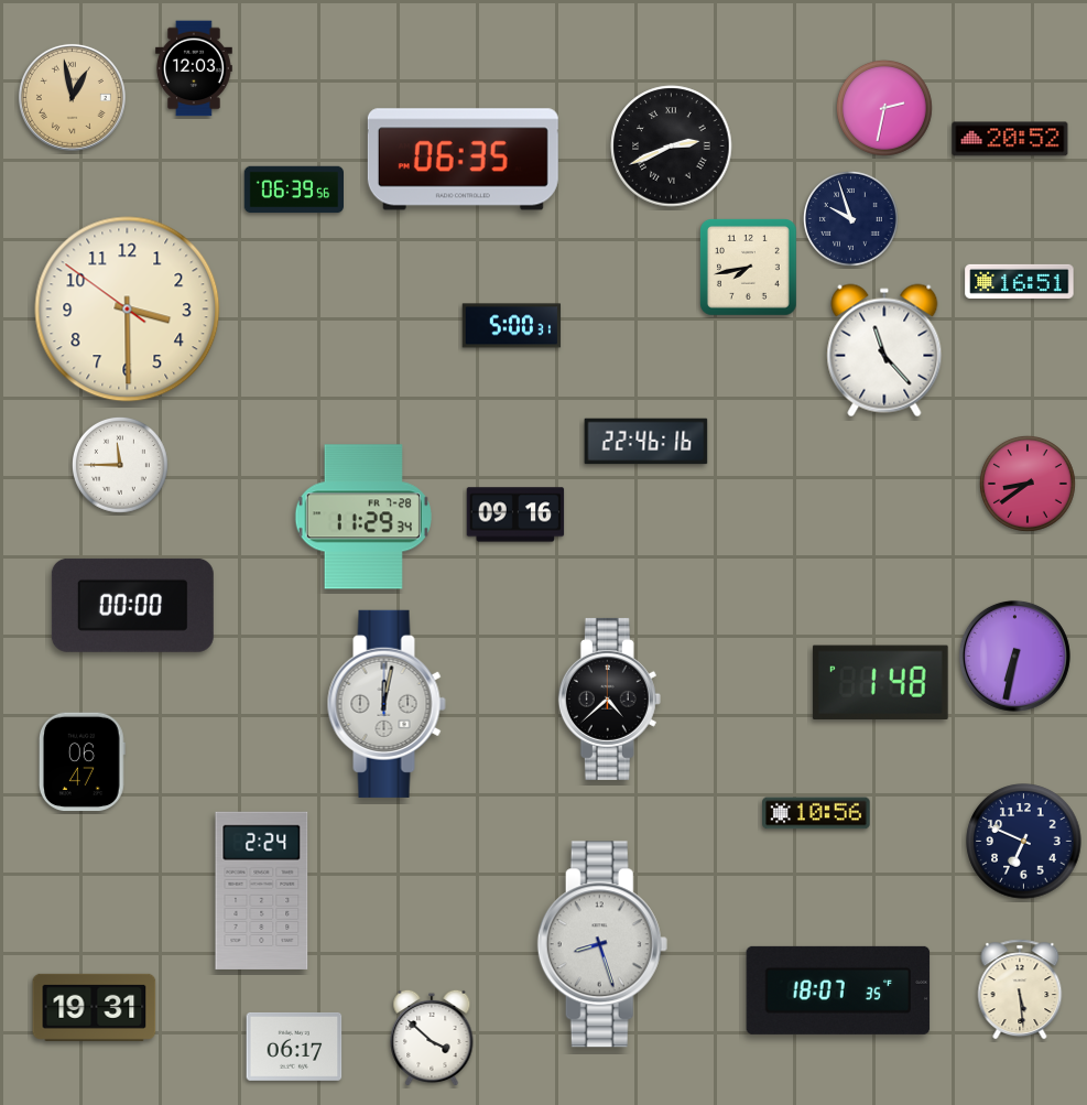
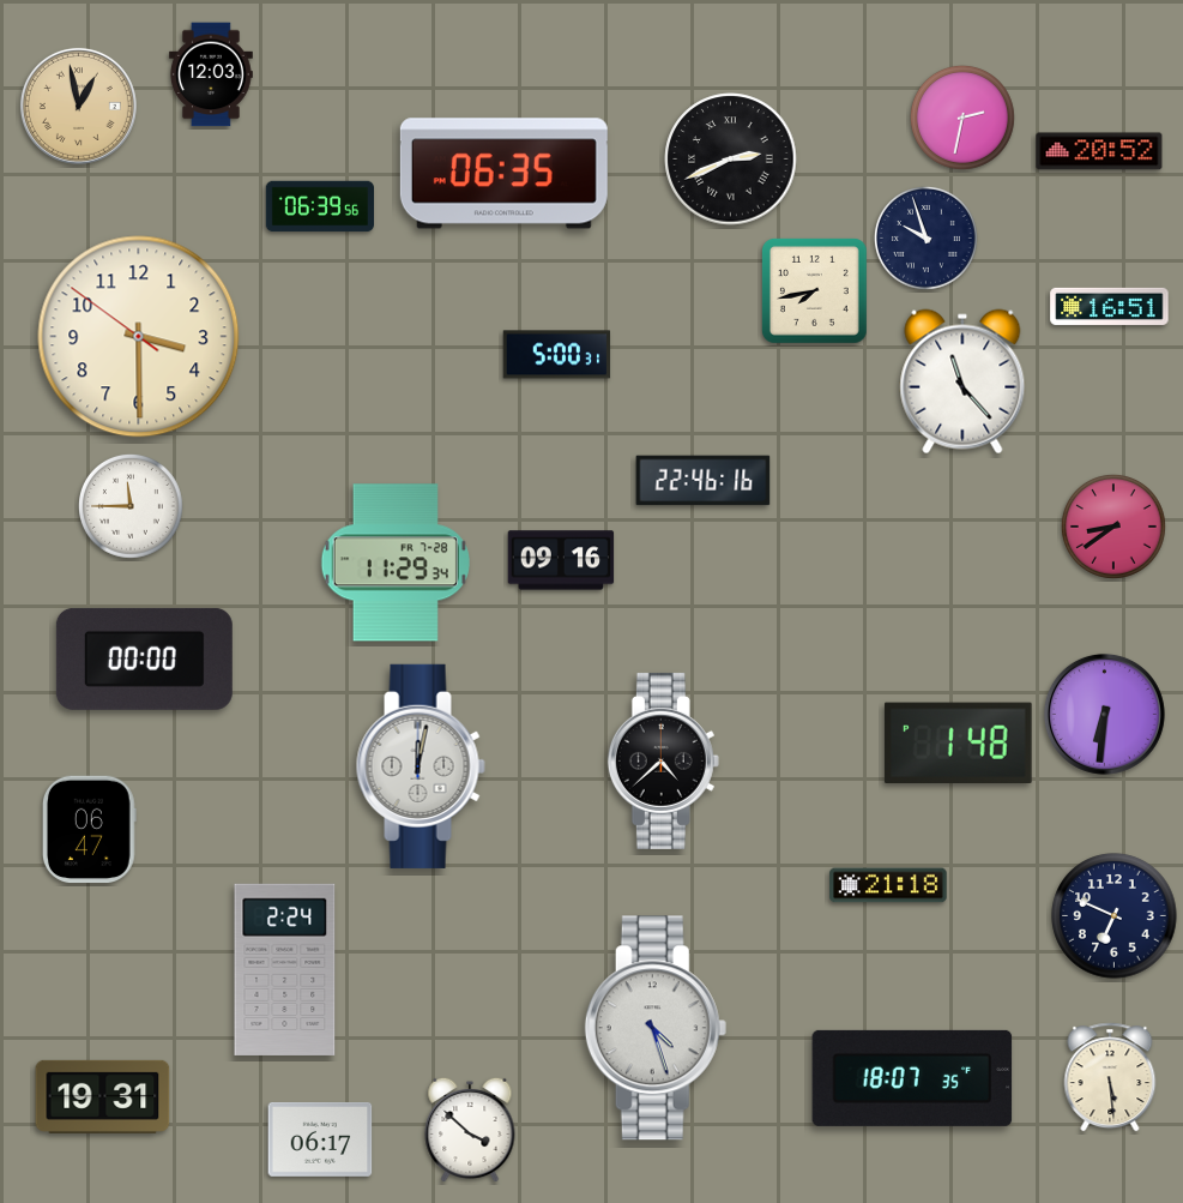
clock at (1028, 484) position: (1028, 484) -> (1113, 527)
clock at (1014, 656): 6:32 -> 6:31
clock at (816, 813): 10:56 -> 21:18
clock at (602, 944): 8:27 -> 4:27
